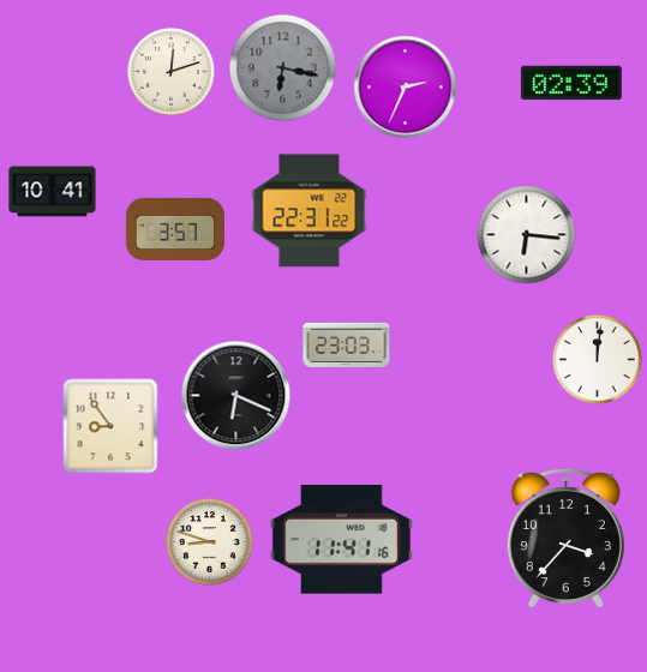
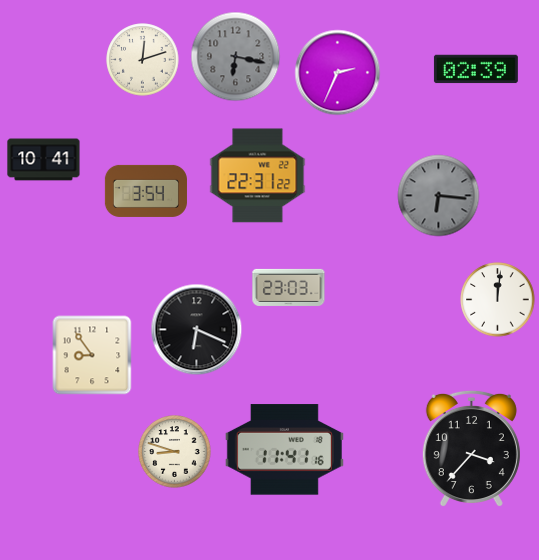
clock at (175, 229): 3:57 -> 3:54
clock at (527, 235) dial: white -> grey
